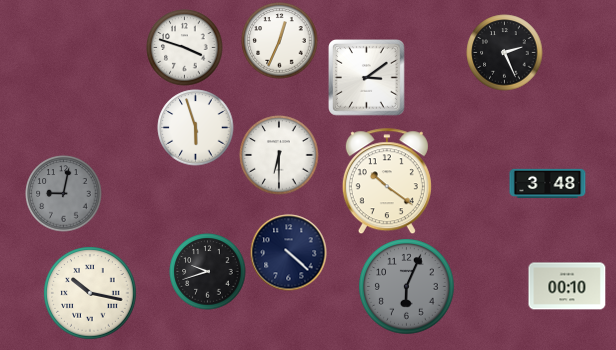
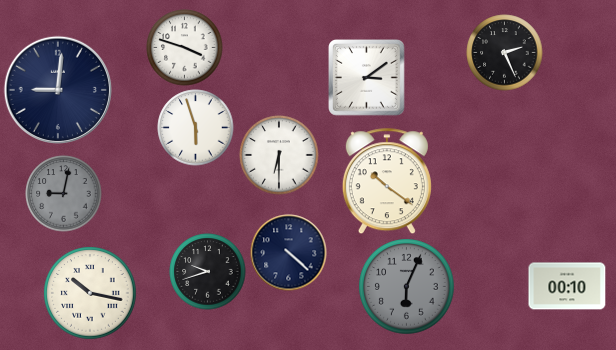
clock at (280, 41): 12:34 -> none
clock at (57, 89): none -> 9:01
clock at (548, 183): 3:48 -> none
